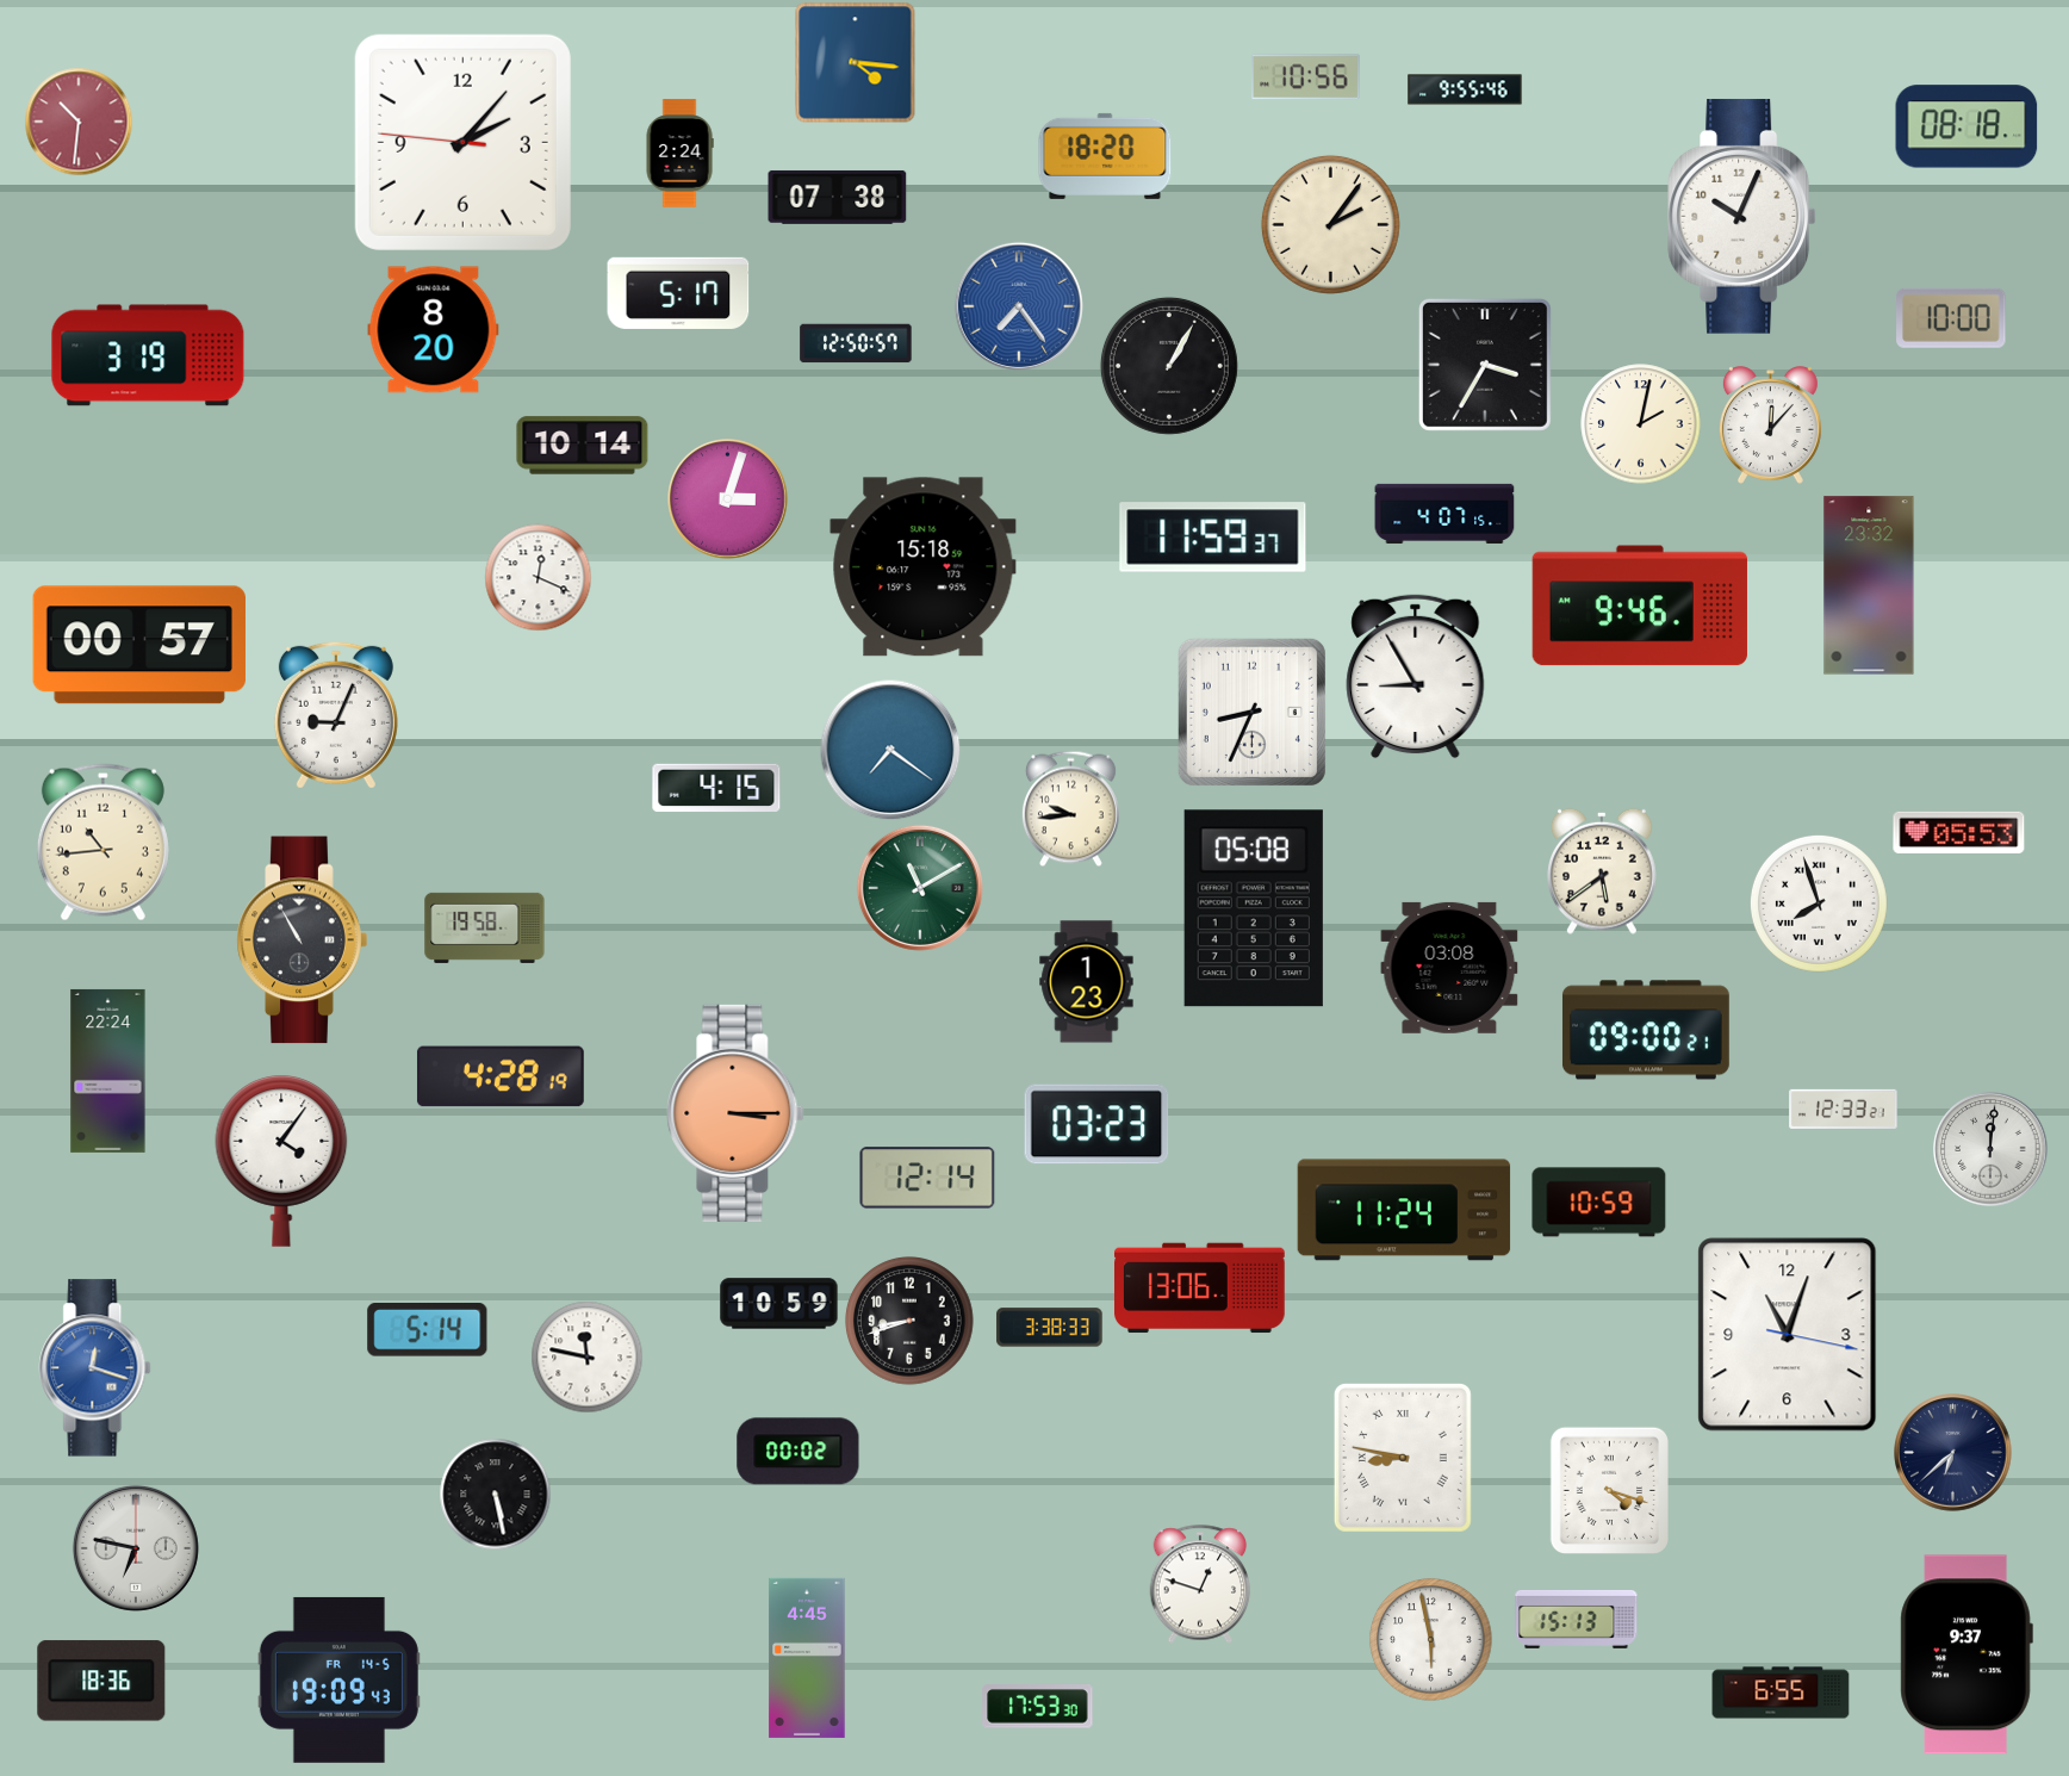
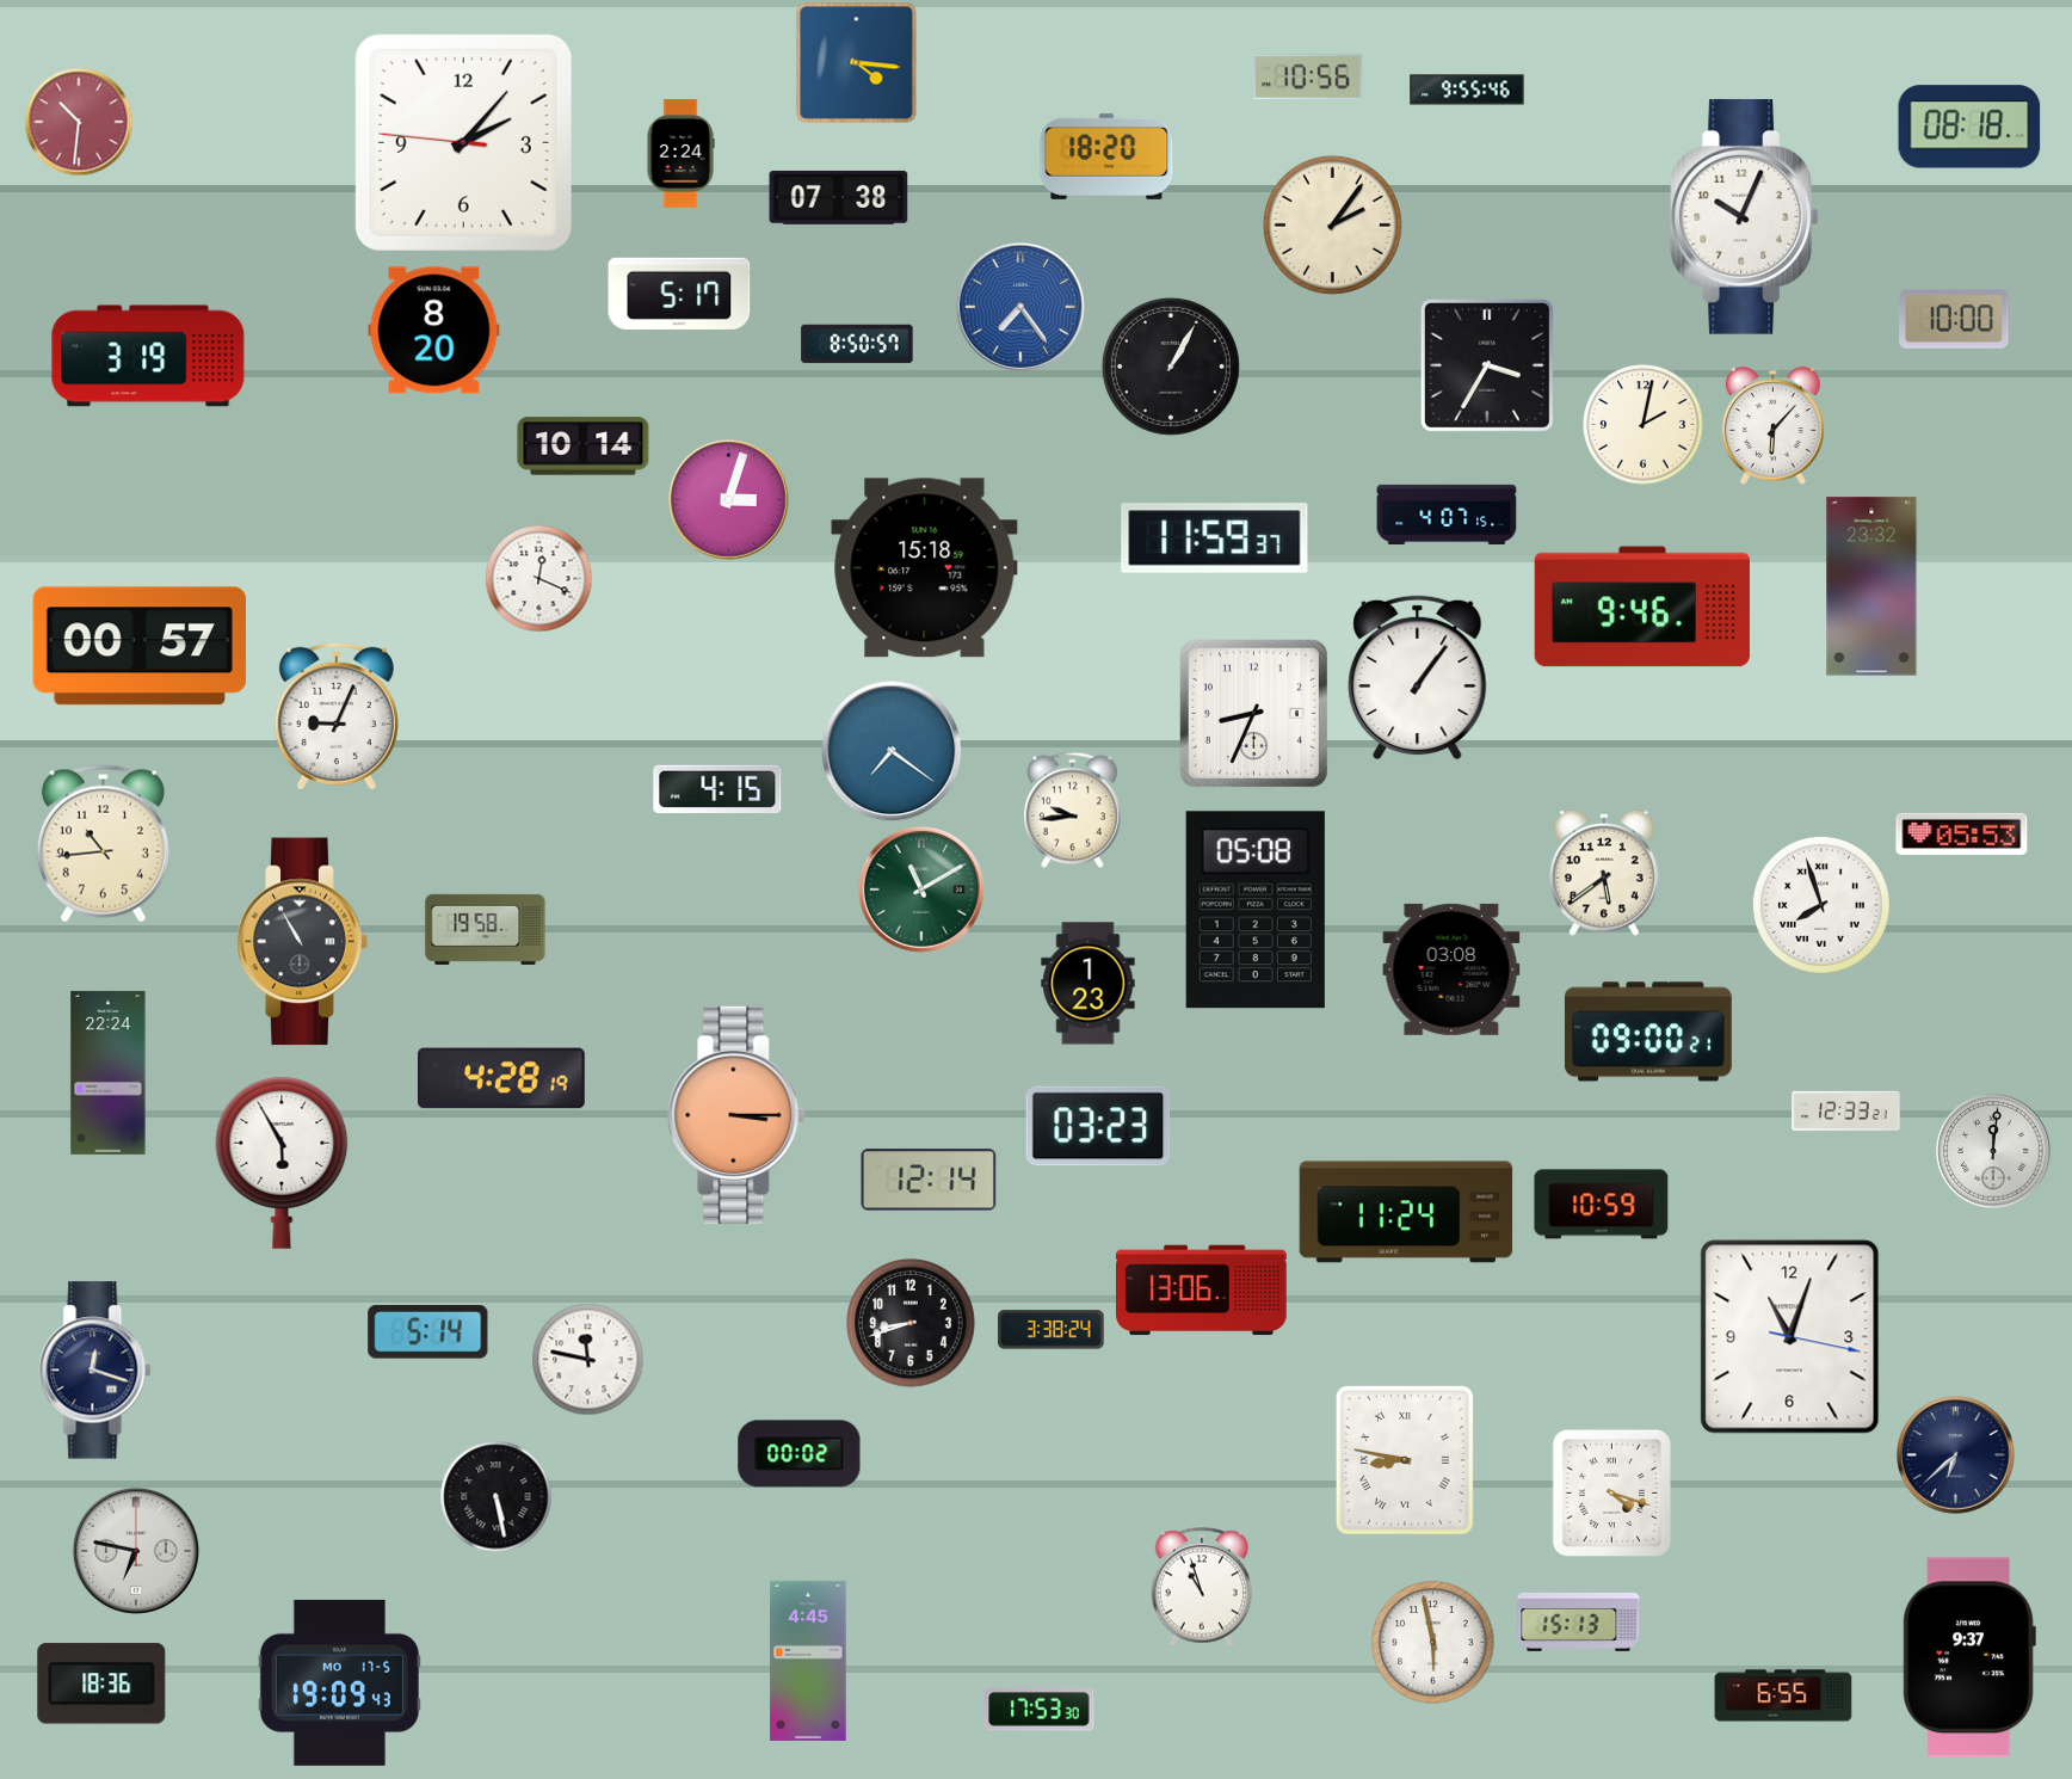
clock at (856, 343): 12:50 -> 8:50
clock at (1770, 426): 12:07 -> 6:07
clock at (1416, 677): 8:55 -> 1:06
clock at (281, 1161): 4:06 -> 5:55
clock at (779, 1304): 10:59 -> none
clock at (1050, 1328): 3:38:33 -> 3:38:24
clock at (95, 1368) dial: blue -> navy
clock at (1200, 1584): 12:48 -> 10:57
clock at (338, 1679) date: FR 14-5 -> MO 17-5
